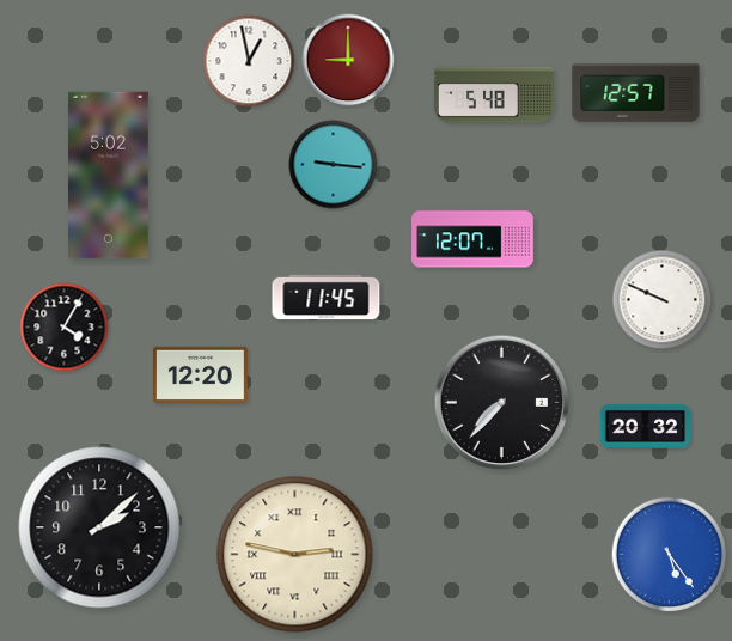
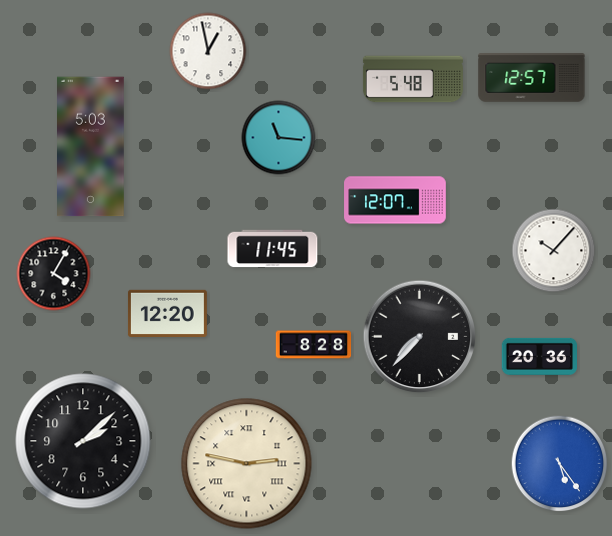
clock at (348, 60): 9:00 -> none
clock at (334, 165): 9:16 -> 11:16
clock at (109, 176): 5:02 -> 5:03
clock at (663, 300): 9:49 -> 10:07
clock at (314, 345): none -> 8:28
clock at (645, 426): 20:32 -> 20:36
